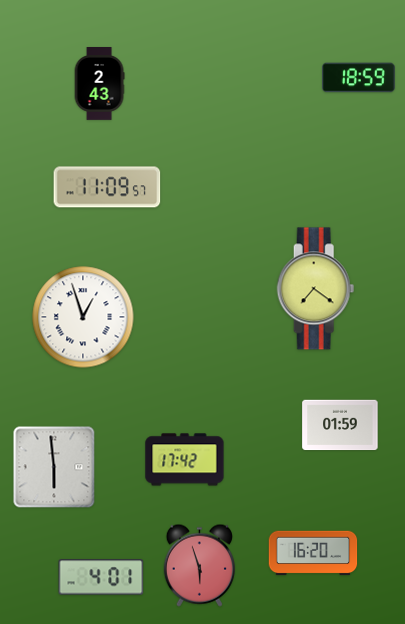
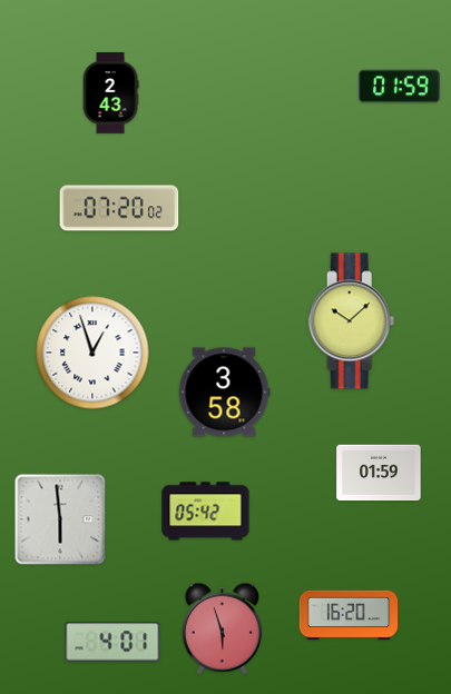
clock at (359, 78): 18:59 -> 01:59
clock at (107, 187): 11:09 -> 07:20
clock at (316, 289): 7:21 -> 10:08
clock at (224, 393): none -> 3:58
clock at (185, 460): 17:42 -> 05:42
